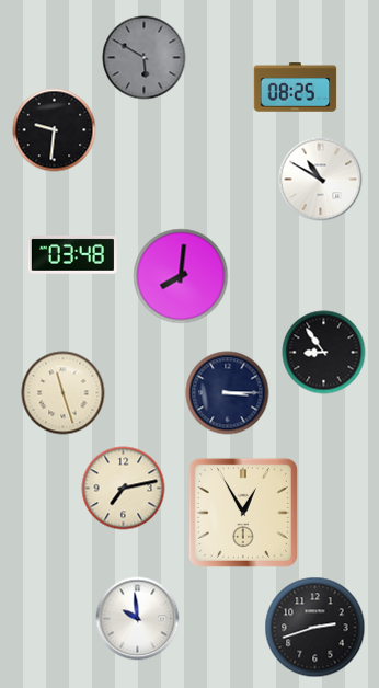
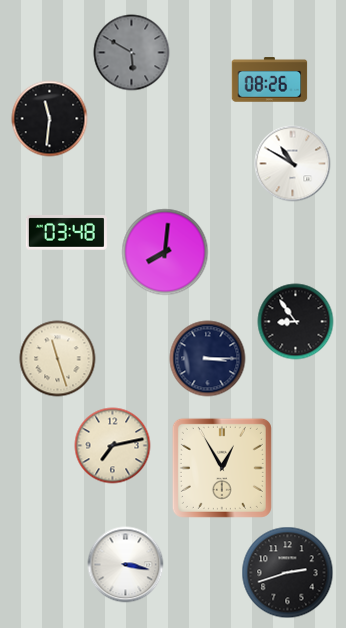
clock at (296, 88): 08:25 -> 08:26
clock at (55, 130): 9:31 -> 11:31
clock at (138, 619): 9:59 -> 3:17
